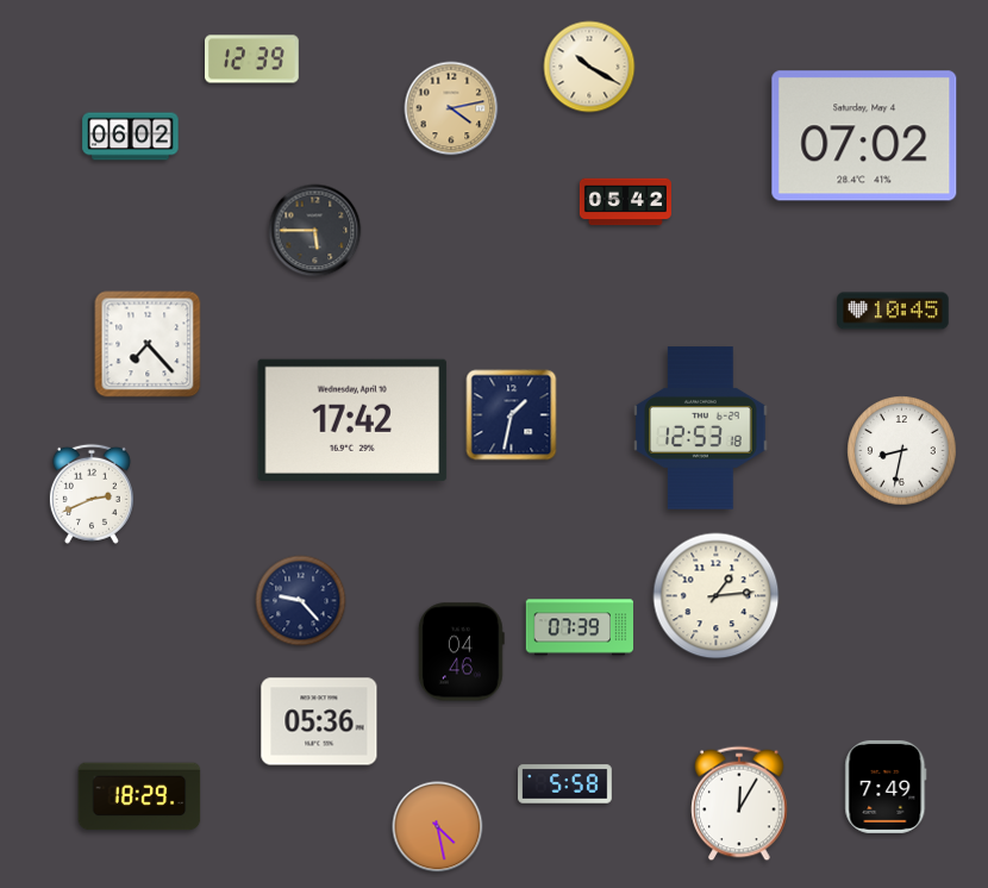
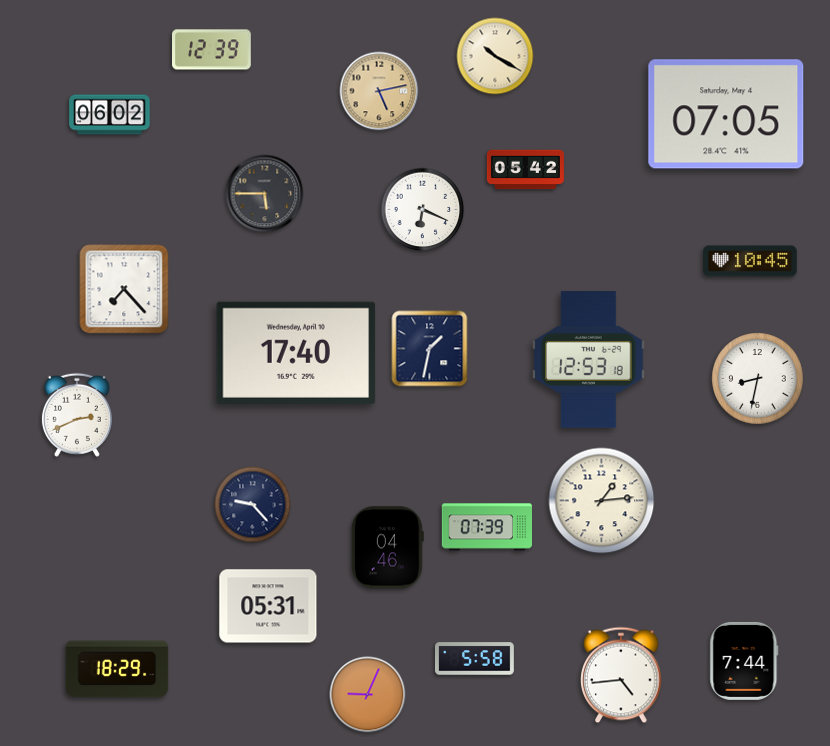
clock at (451, 108): 4:13 -> 5:13
clock at (864, 136): 07:02 -> 07:05
clock at (423, 210): none -> 6:19
clock at (352, 420): 17:42 -> 17:40
clock at (319, 721): 05:36 -> 05:31
clock at (886, 787): 7:49 -> 7:44
clock at (739, 803): 12:05 -> 4:44
clock at (438, 827): 4:28 -> 9:04
